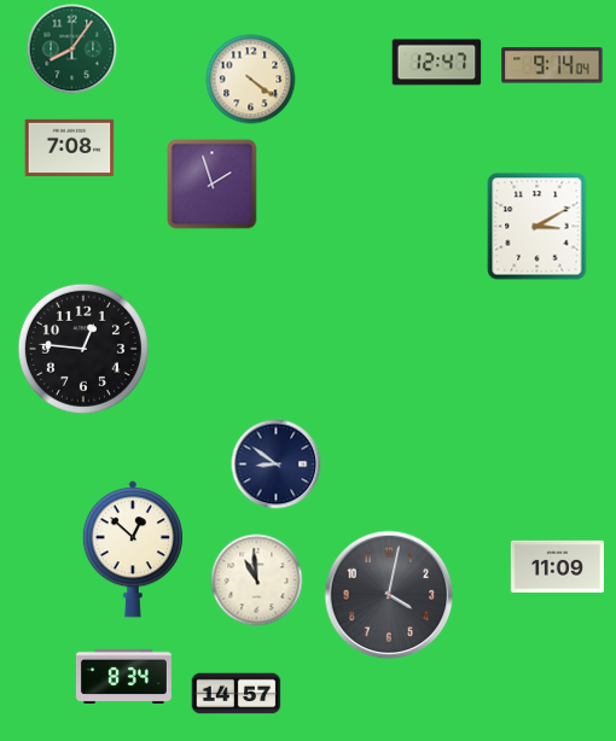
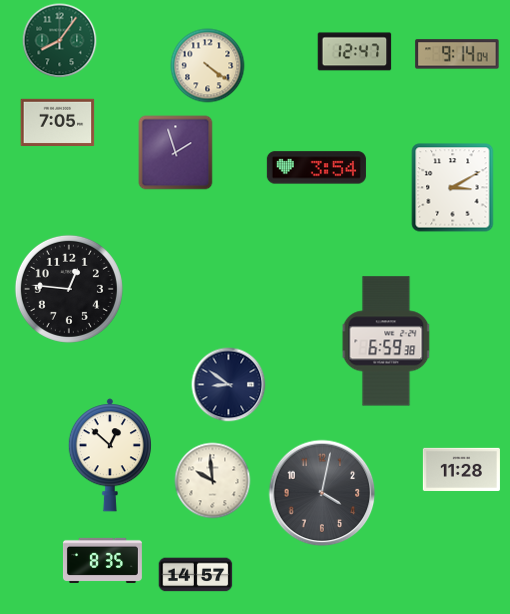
clock at (437, 63) position: (437, 63) -> (355, 52)
clock at (70, 148): 7:08 -> 7:05
clock at (316, 168): none -> 3:54
clock at (537, 227) position: (537, 227) -> (453, 188)
clock at (386, 341): none -> 6:59
clock at (557, 566): 11:09 -> 11:28
clock at (257, 580): 10:59 -> 9:59
clock at (123, 676): 8:34 -> 8:35
